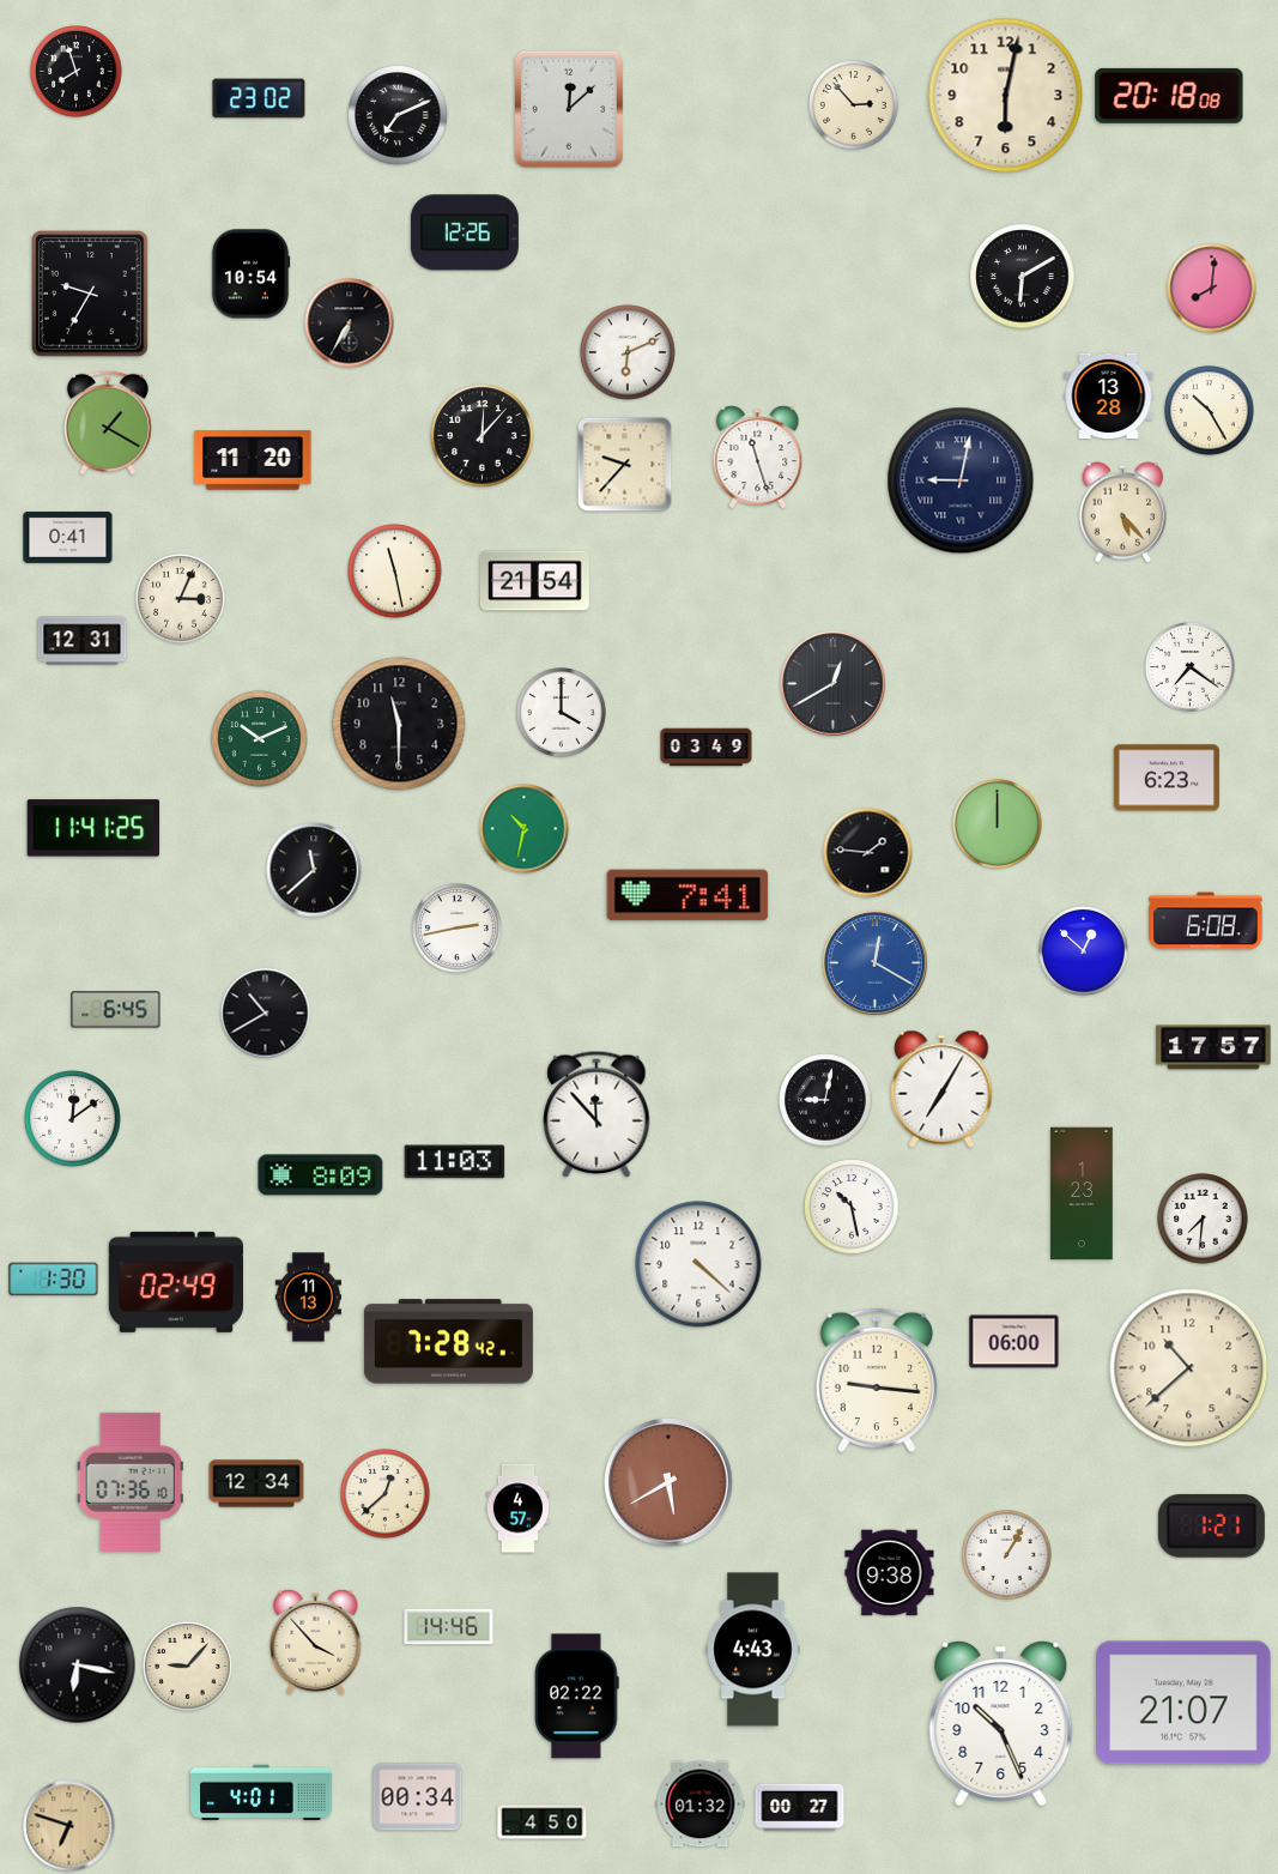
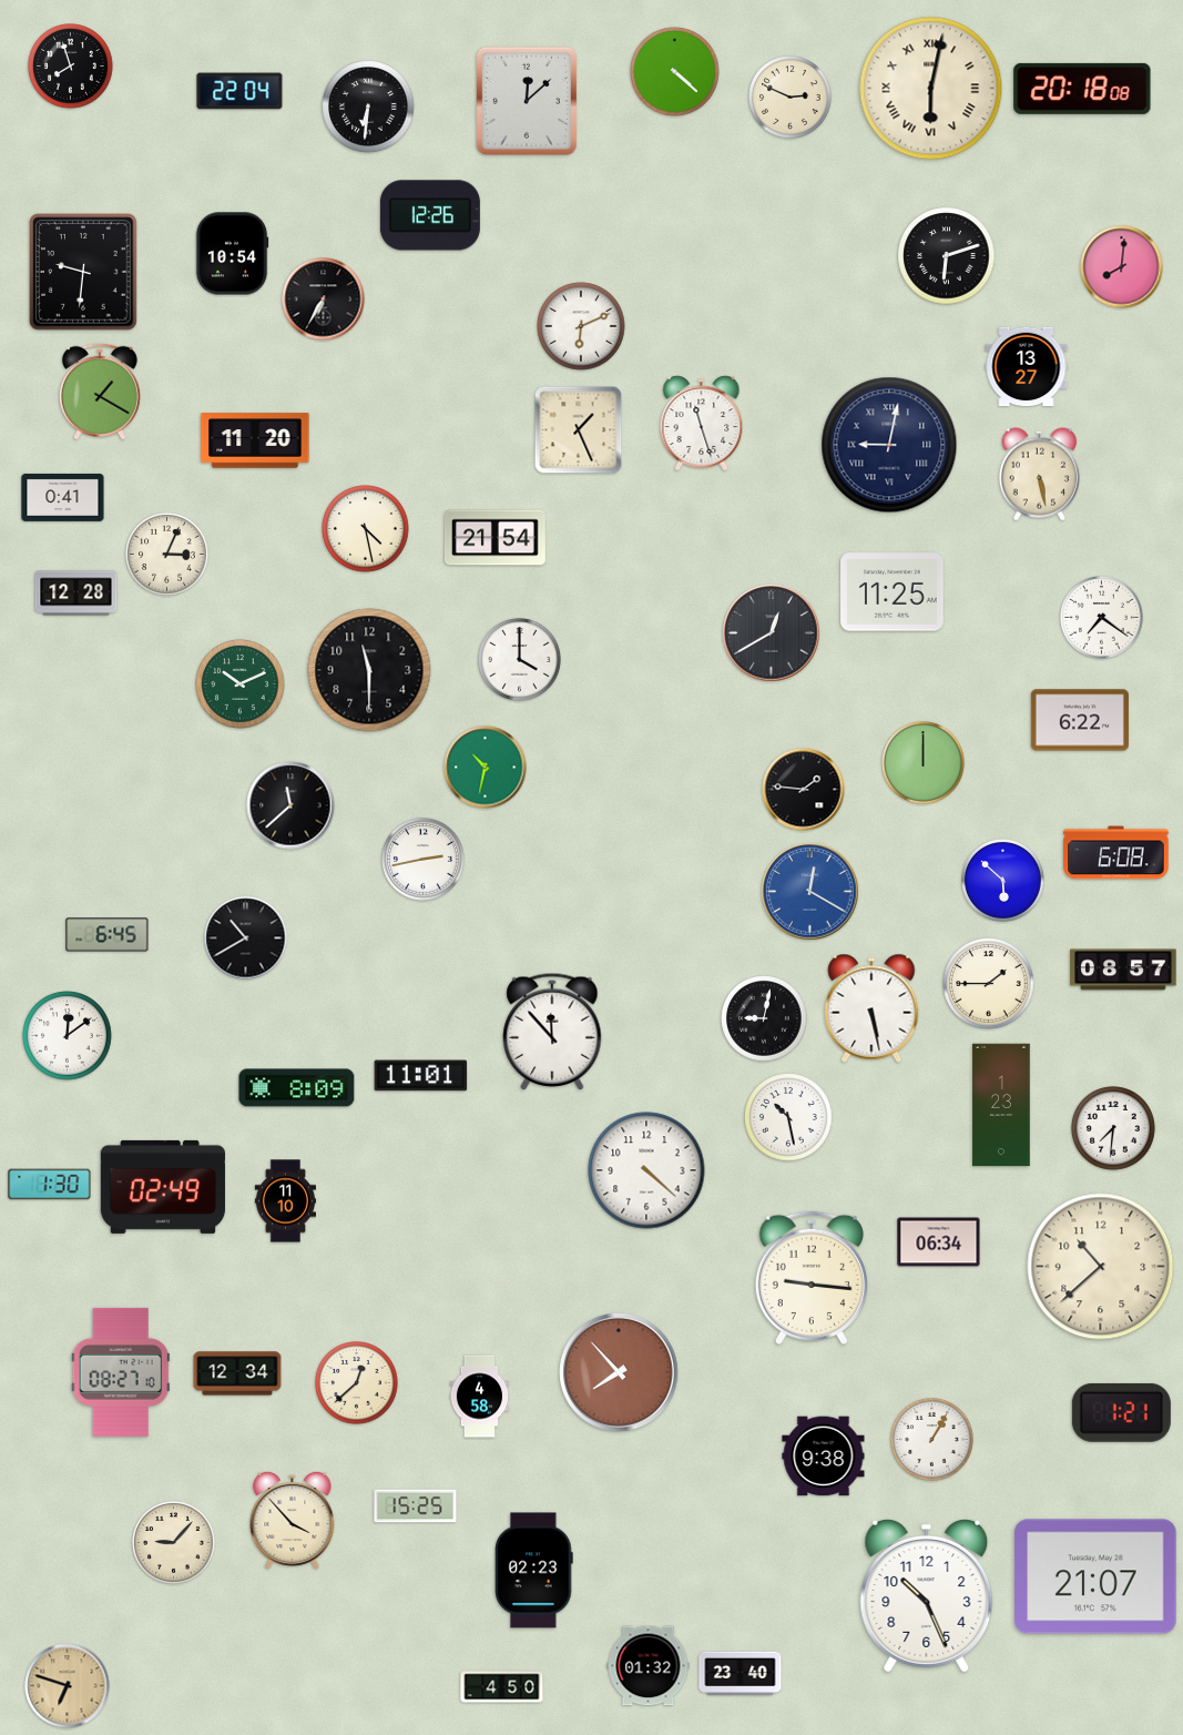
clock at (675, 72): none -> 4:22
clock at (1006, 96) numerals: Arabic -> Roman
clock at (259, 98): 23:02 -> 22:04
clock at (854, 105): 2:53 -> 2:49
clock at (398, 115): 7:11 -> 6:31
clock at (1023, 277): 6:10 -> 6:12
clock at (90, 294): 9:35 -> 9:31
clock at (1109, 397): 13:28 -> 13:27
clock at (1210, 411): 10:25 -> none
clock at (483, 436): 12:07 -> none
clock at (253, 460) position: (253, 460) -> (255, 440)
clock at (625, 465): 9:37 -> 1:26
clock at (1122, 513): 5:23 -> 5:28
clock at (395, 572): 11:28 -> 4:28
clock at (893, 592): none -> 11:25
clock at (83, 641): 12:31 -> 12:28
clock at (707, 748): 03:49 -> none
clock at (1167, 778): 6:23 -> 6:22
clock at (93, 828): 11:41 -> none
clock at (688, 895): 7:41 -> none
clock at (1084, 951): 12:52 -> 5:52
clock at (1213, 1047): 17:57 -> 08:57
clock at (989, 984): none -> 1:45
clock at (941, 1089): 7:05 -> 5:28
clock at (455, 1162): 11:03 -> 11:01
clock at (308, 1298): 11:13 -> 11:10
clock at (448, 1342): 7:28 -> none
clock at (1014, 1342): 06:00 -> 06:34
clock at (131, 1482): 07:36 -> 08:27
clock at (668, 1482): 5:40 -> 7:53
clock at (519, 1509): 4:57 -> 4:58
clock at (449, 1627): 14:46 -> 15:25
clock at (753, 1650): 4:43 -> none
clock at (78, 1666): 6:17 -> none
clock at (577, 1697): 02:22 -> 02:23
clock at (261, 1791): 4:01 -> none
clock at (418, 1797): 00:34 -> none
clock at (701, 1805) position: (701, 1805) -> (649, 1666)
clock at (800, 1808): 00:27 -> 23:40
clock at (69, 1826) position: (69, 1826) -> (68, 1686)
